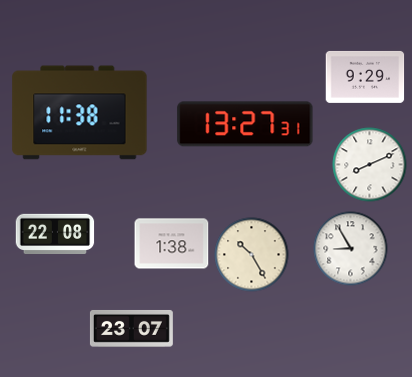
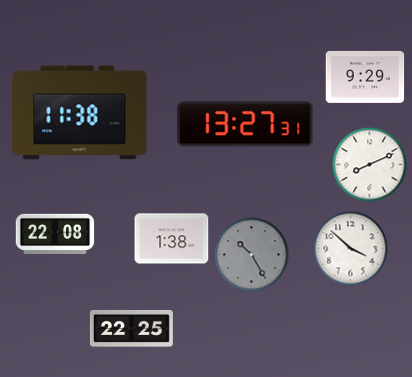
clock at (172, 244) position: (172, 244) -> (172, 239)
clock at (351, 249): 8:55 -> 3:52
clock at (252, 255) dial: cream -> grey
clock at (131, 328): 23:07 -> 22:25
